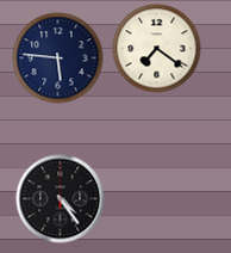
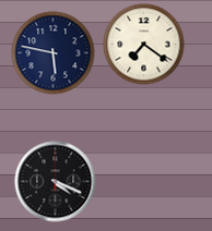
clock at (58, 58): 5:46 -> 5:47
clock at (61, 199): 4:24 -> 4:19
